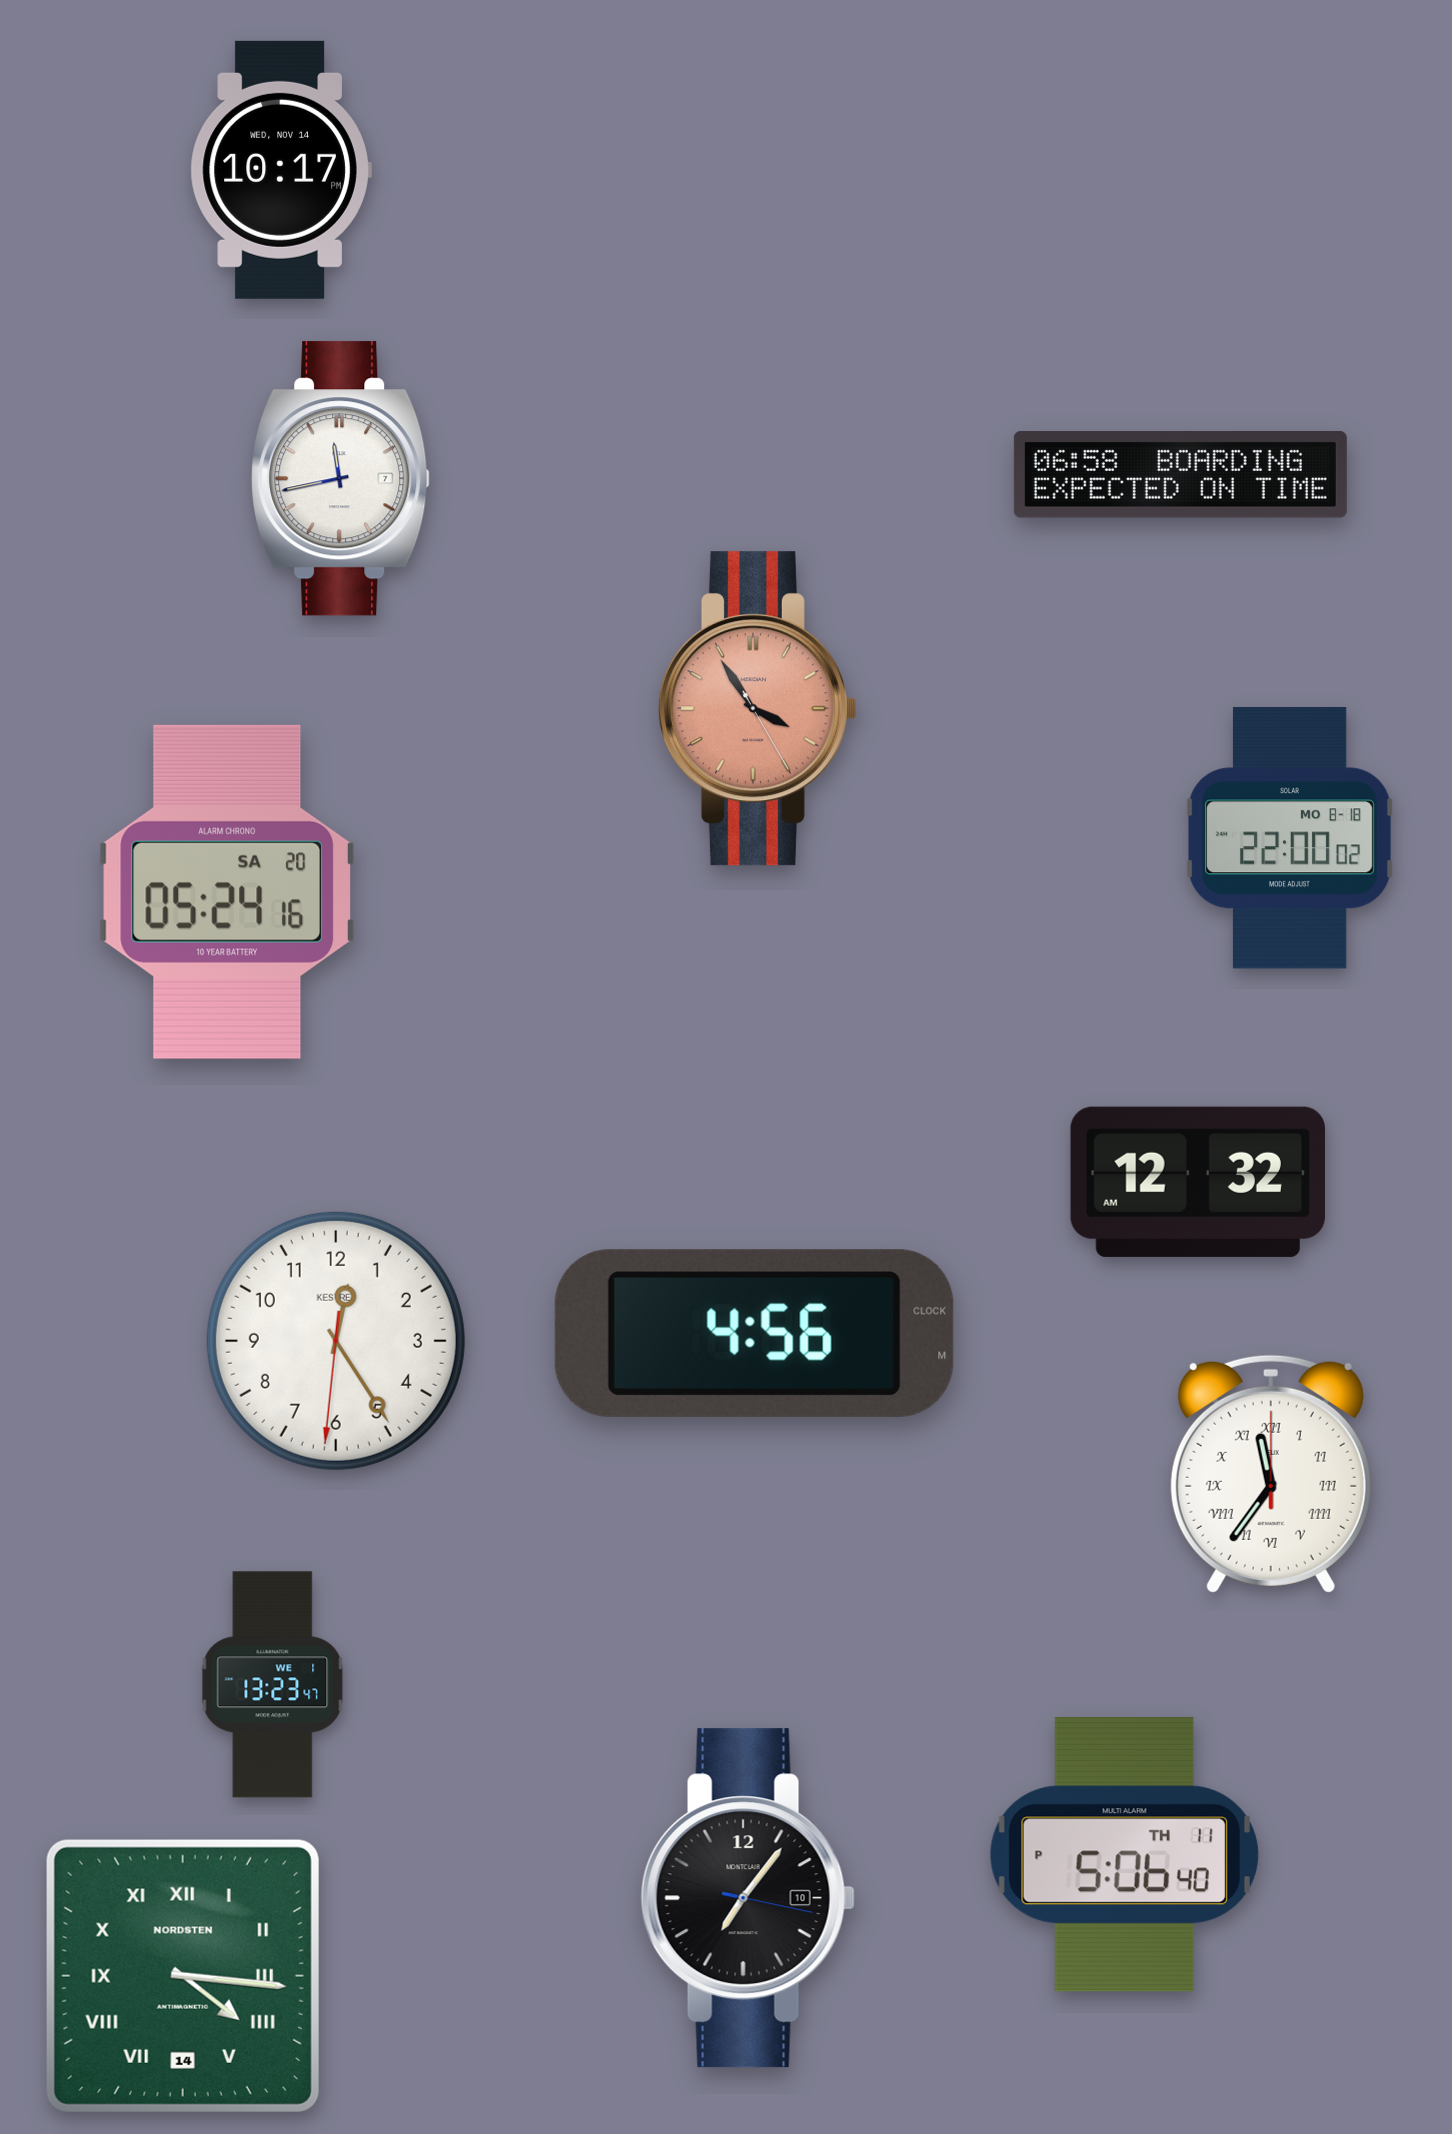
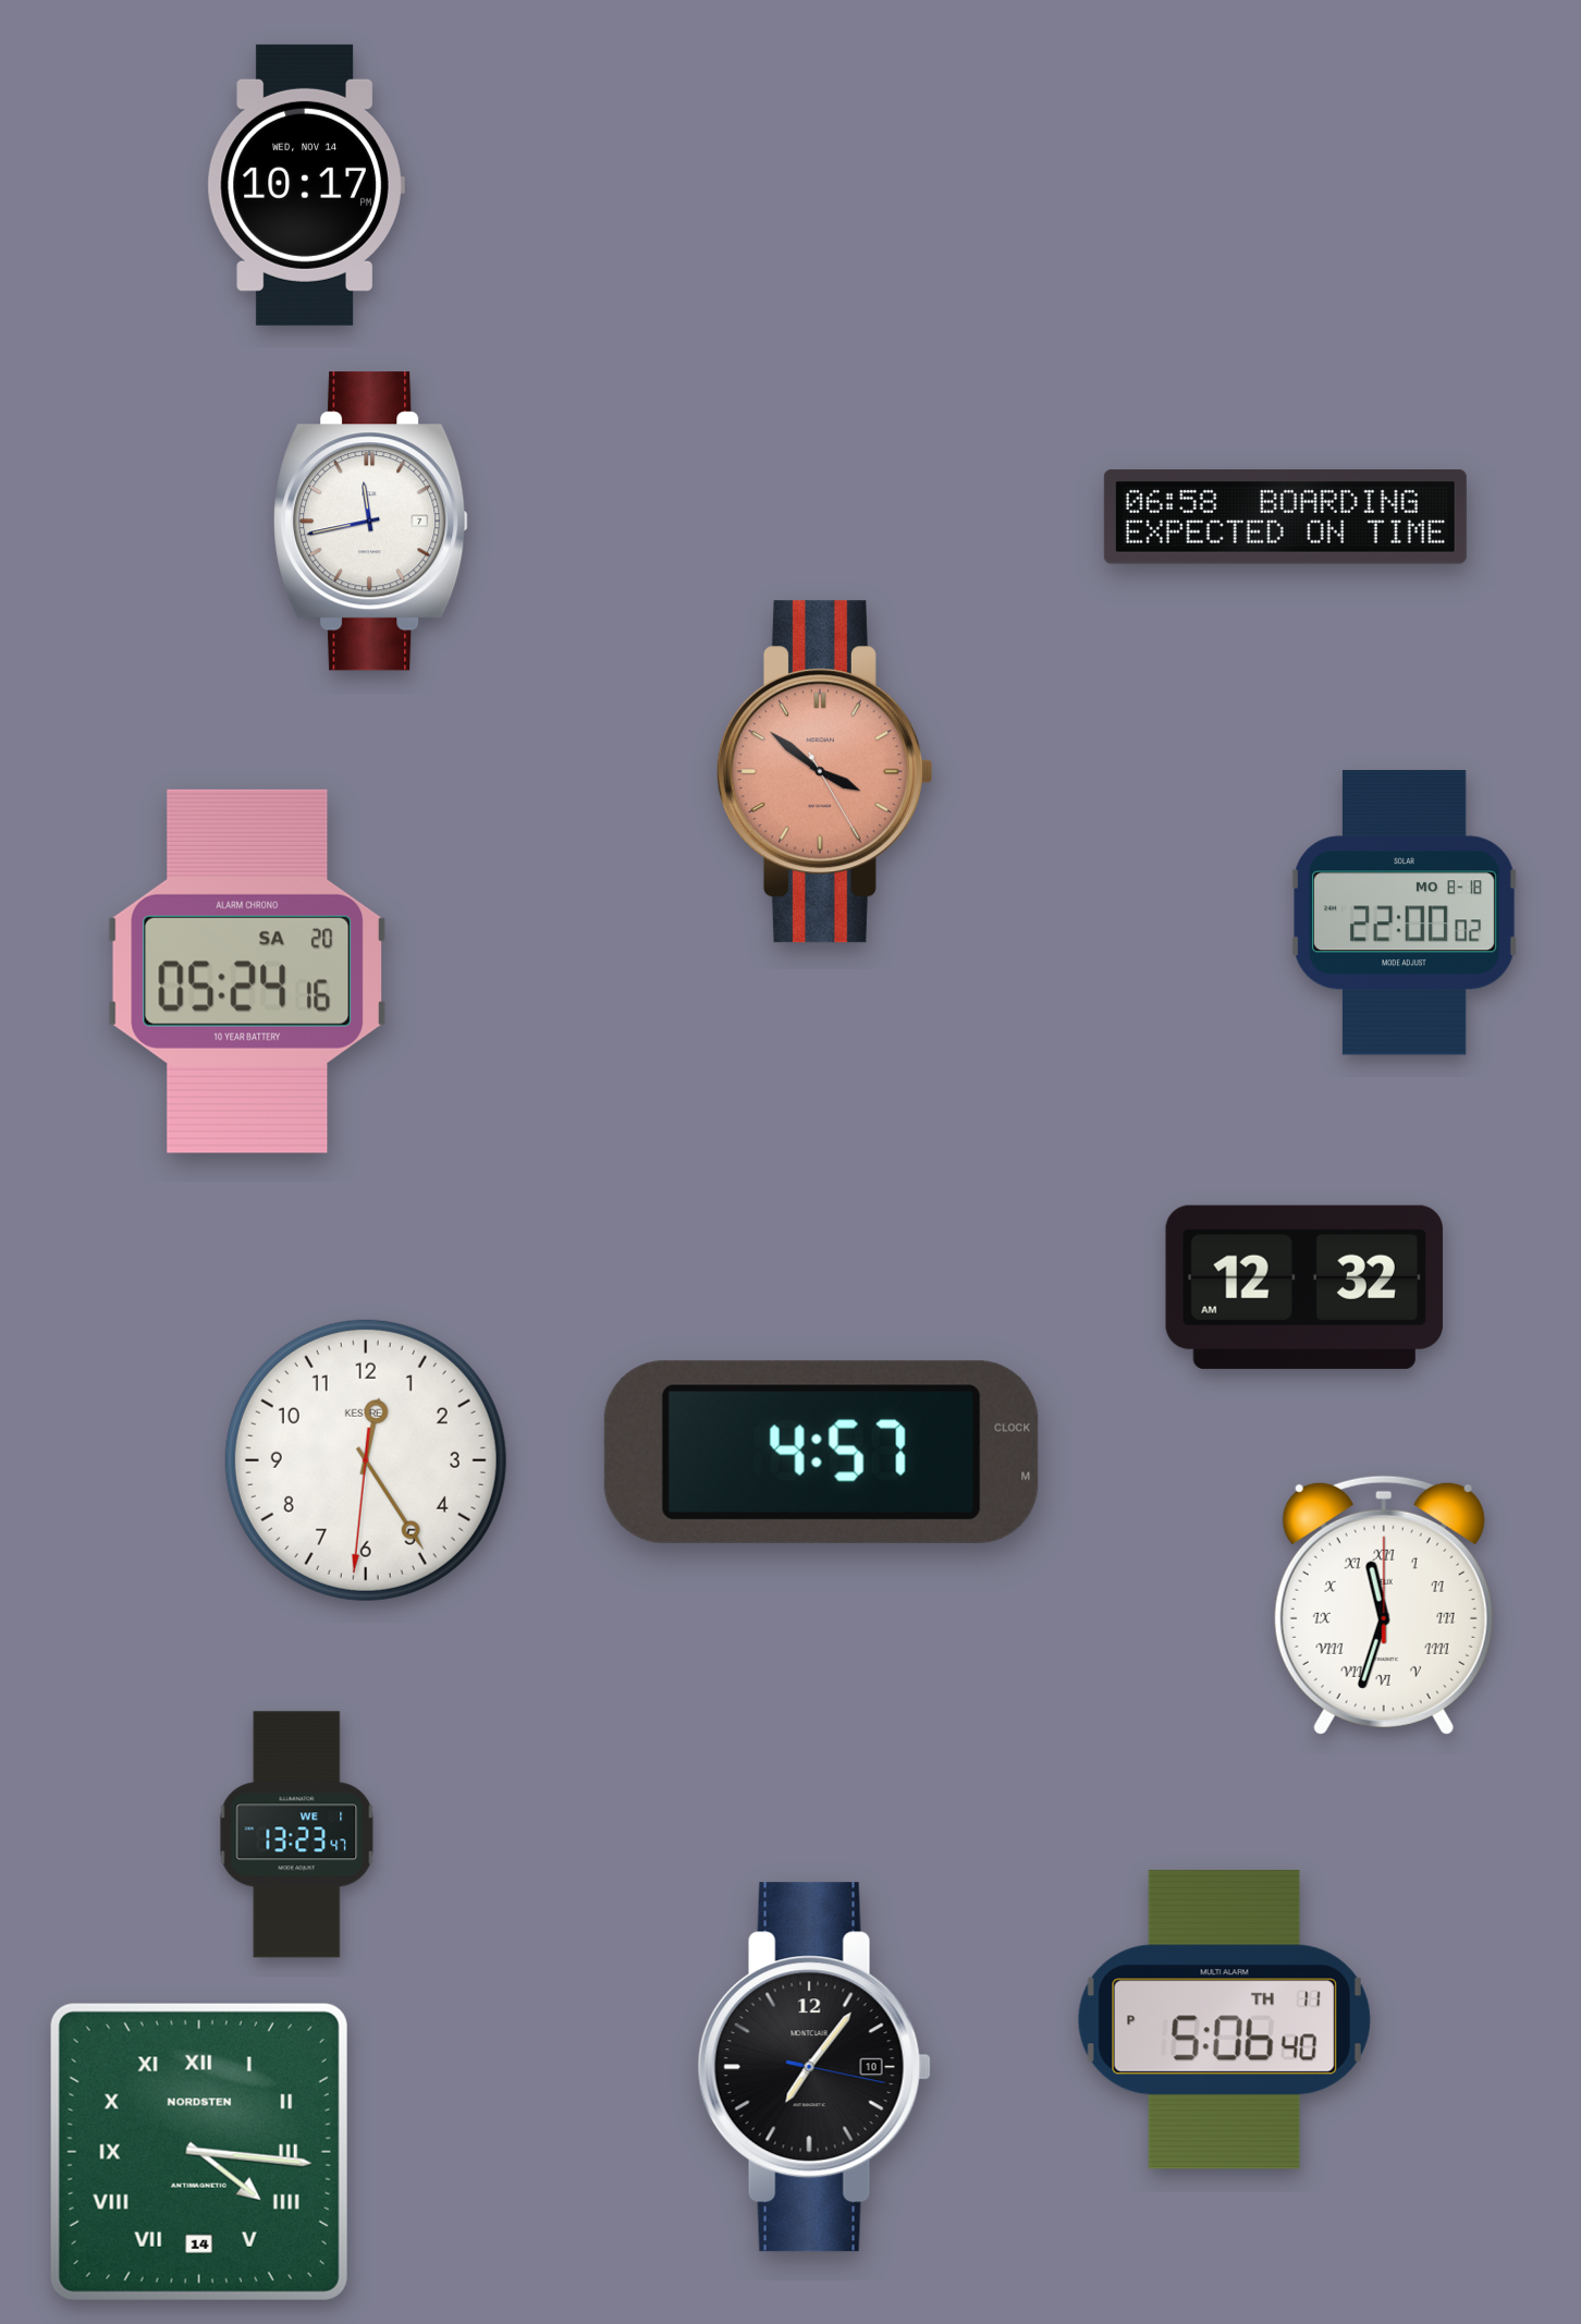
clock at (757, 709): 3:54 -> 3:51
clock at (754, 1333): 4:56 -> 4:57
clock at (1271, 1474): 11:36 -> 11:33
